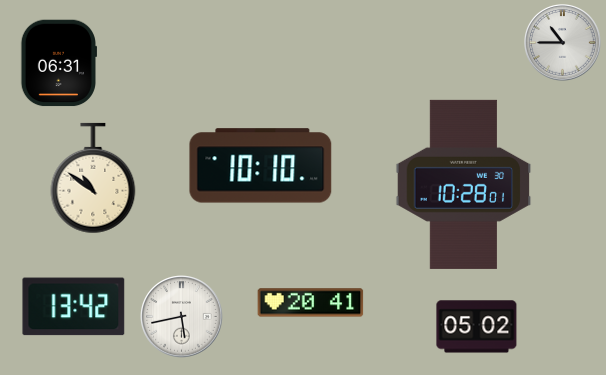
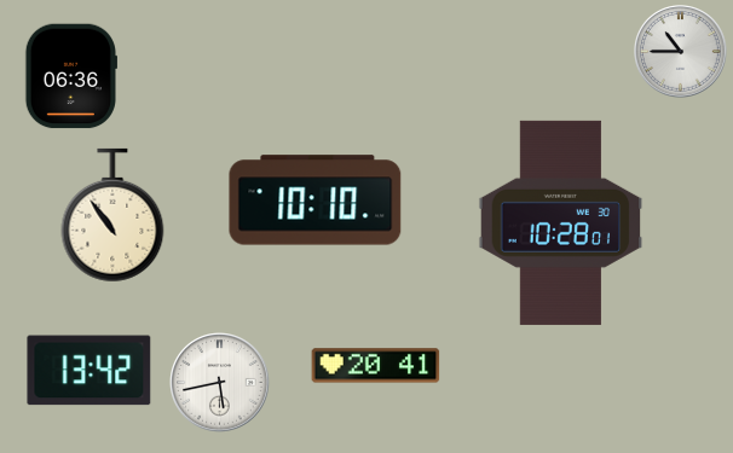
clock at (58, 63): 06:31 -> 06:36
clock at (93, 178): 10:51 -> 10:54
clock at (477, 327): 05:02 -> none
